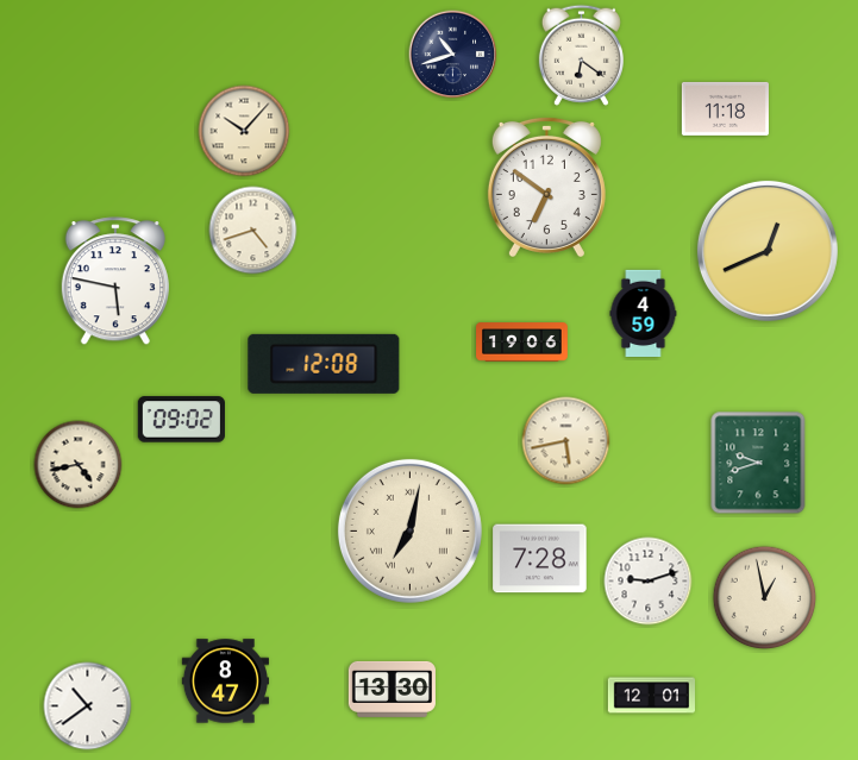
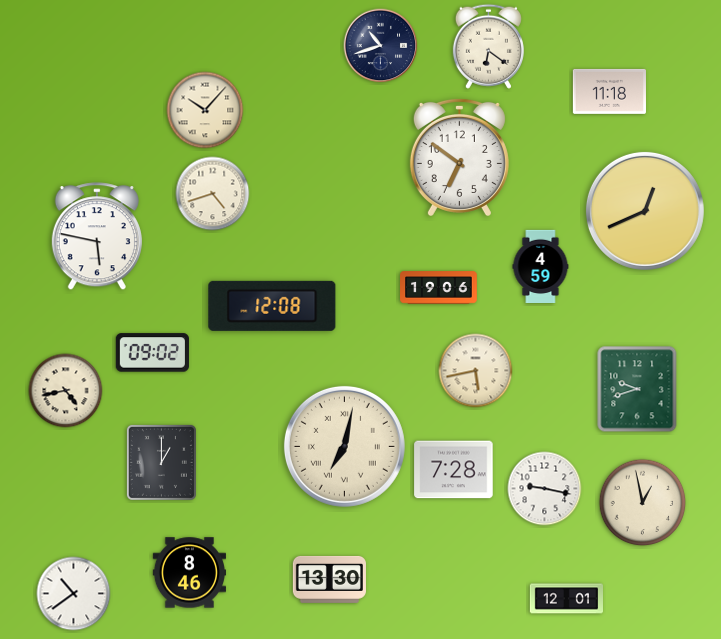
clock at (644, 314) position: (644, 314) -> (541, 267)
clock at (161, 462): none -> 1:00
clock at (649, 582): 9:12 -> 9:17
clock at (225, 682): 8:47 -> 8:46
clock at (651, 696) position: (651, 696) -> (566, 599)
